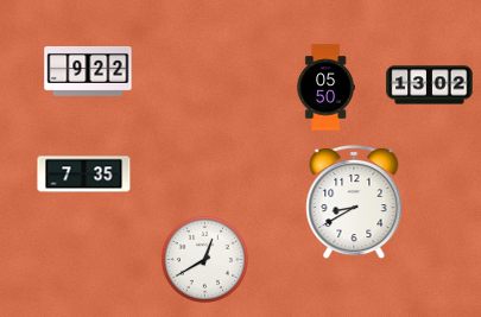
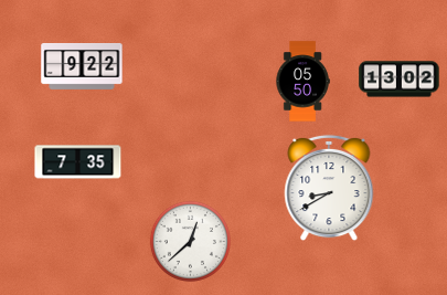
clock at (204, 259): 12:40 -> 12:38
